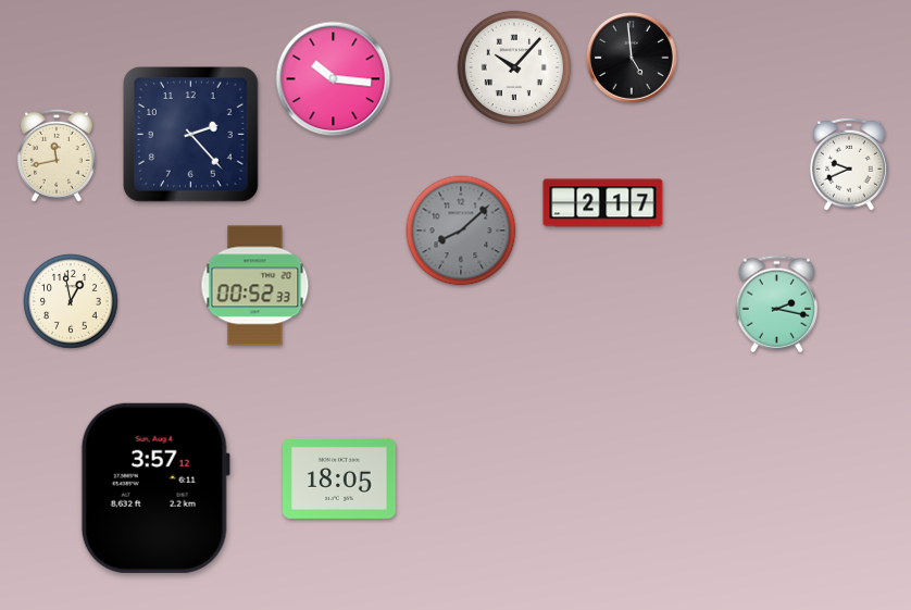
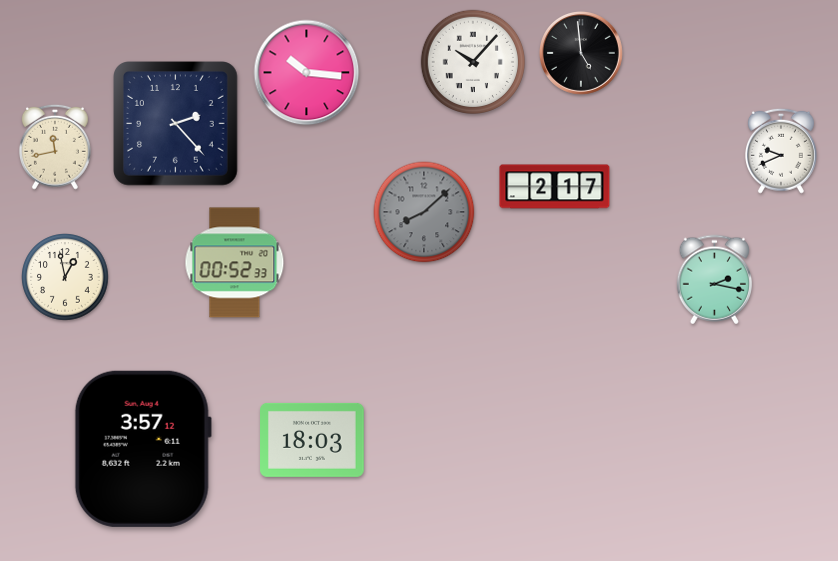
clock at (57, 155) position: (57, 155) -> (55, 147)
clock at (340, 478): 18:05 -> 18:03
